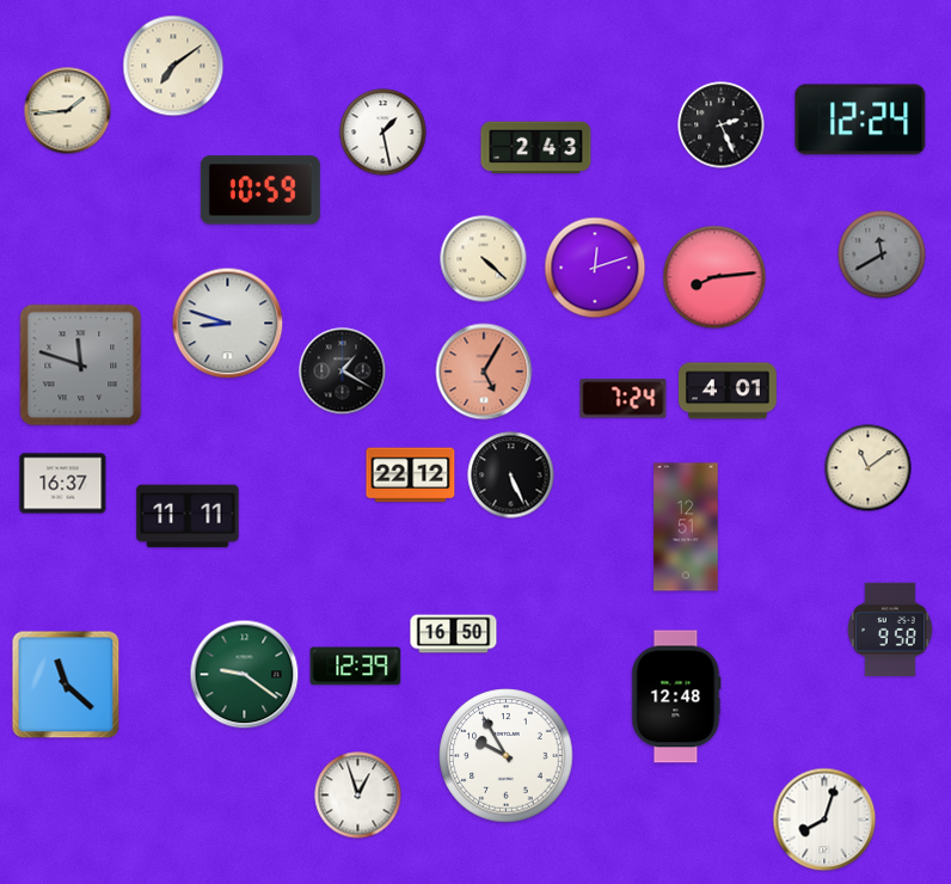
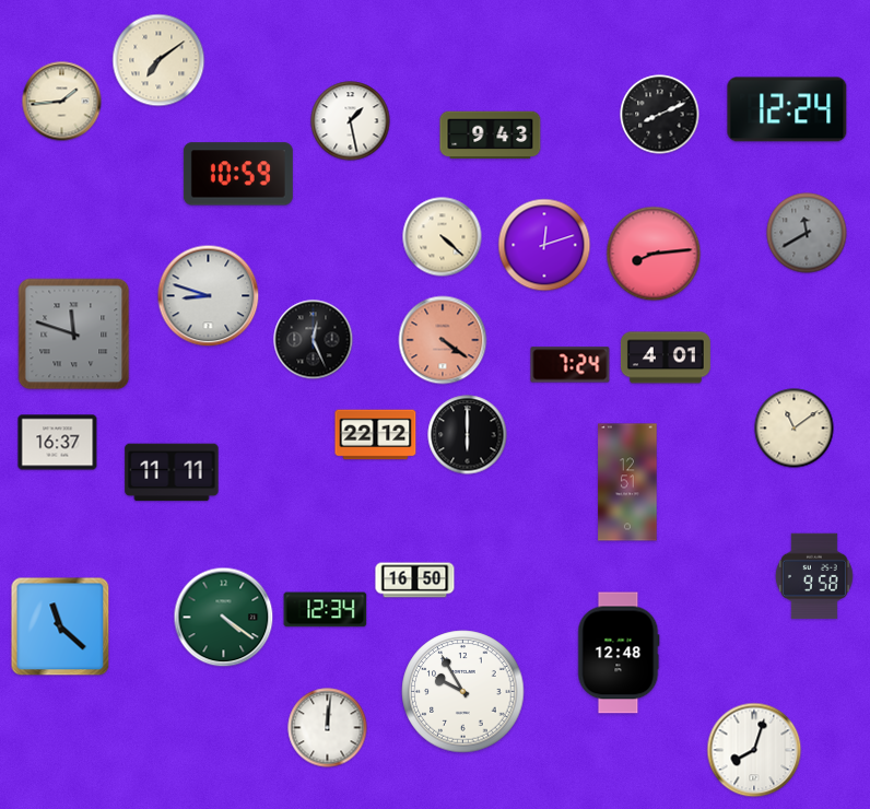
clock at (722, 125): 2:26 -> 8:11
clock at (536, 148): 2:43 -> 9:43
clock at (343, 372): 1:20 -> 12:26
clock at (484, 372): 5:05 -> 4:21
clock at (511, 475): 5:26 -> 6:00
clock at (356, 667): 12:39 -> 12:34
clock at (245, 675): 9:21 -> 4:21
clock at (676, 696) position: (676, 696) -> (619, 653)
clock at (358, 796): 12:57 -> 12:01
